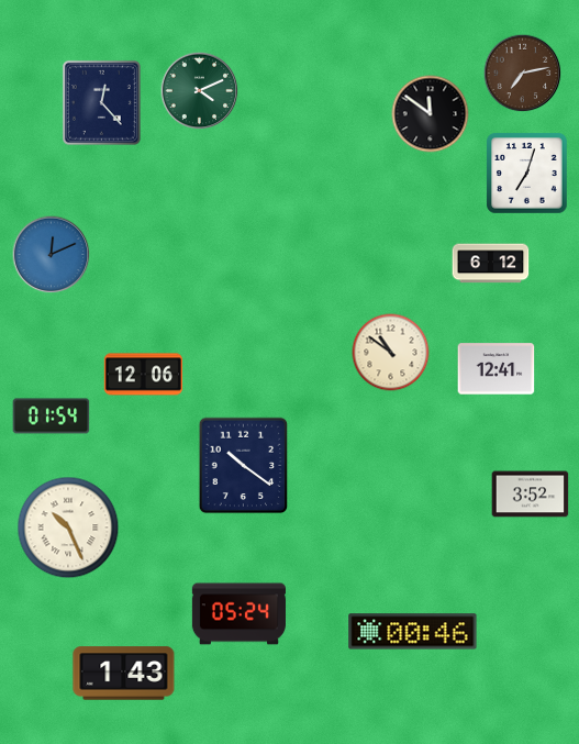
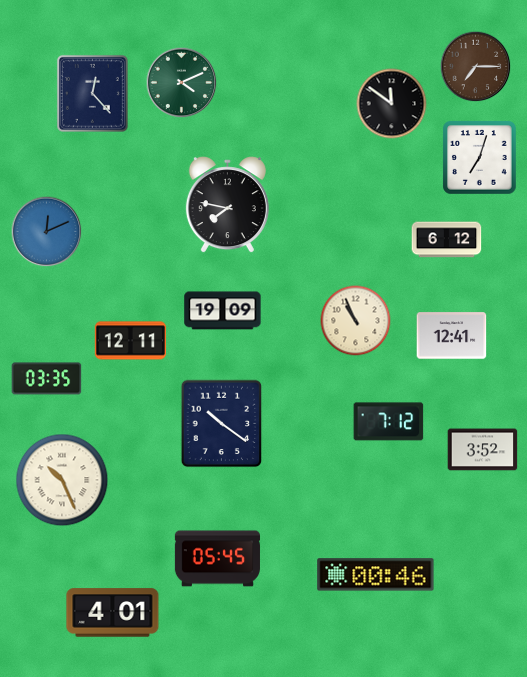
clock at (523, 74): 7:13 -> 7:15
clock at (227, 205): none -> 7:47
clock at (223, 311): none -> 19:09
clock at (391, 353): 10:51 -> 10:56
clock at (144, 375): 12:06 -> 12:11
clock at (52, 417): 01:54 -> 03:35
clock at (389, 422): none -> 7:12
clock at (238, 614): 05:24 -> 05:45
clock at (124, 674): 1:43 -> 4:01
